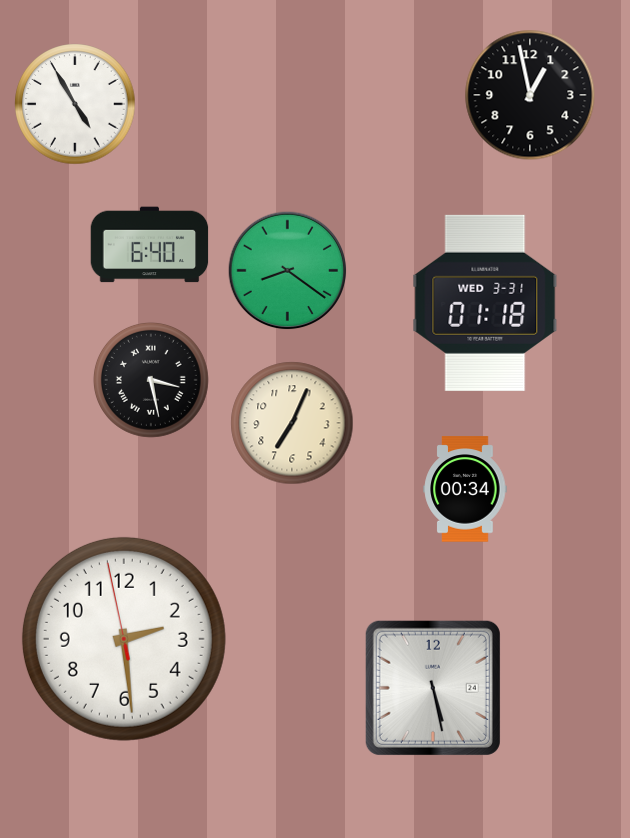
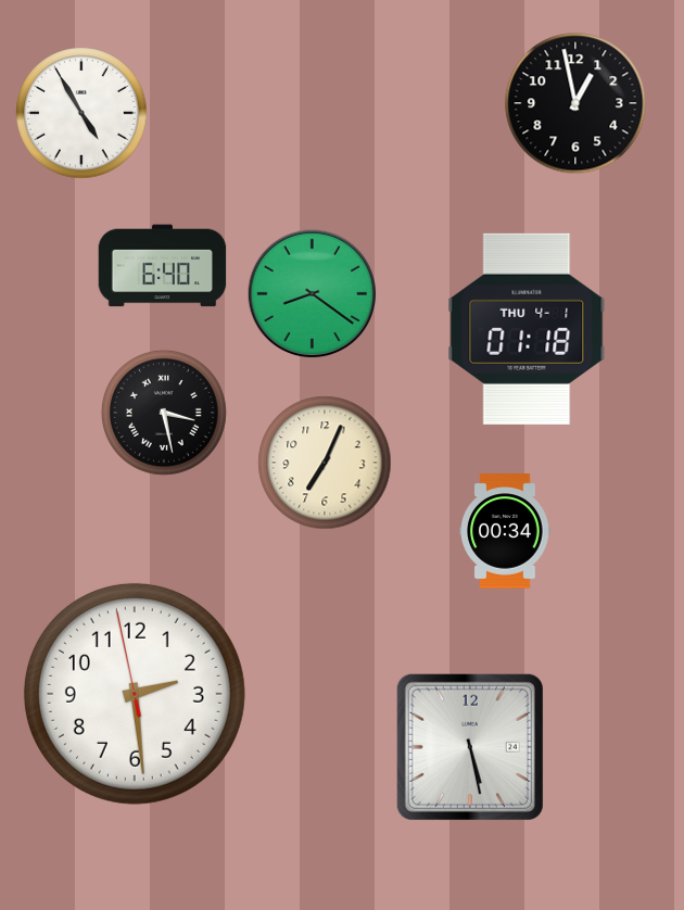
clock at (485, 303) date: WED 3-31 -> THU 4-1
clock at (292, 423) position: (292, 423) -> (325, 463)
